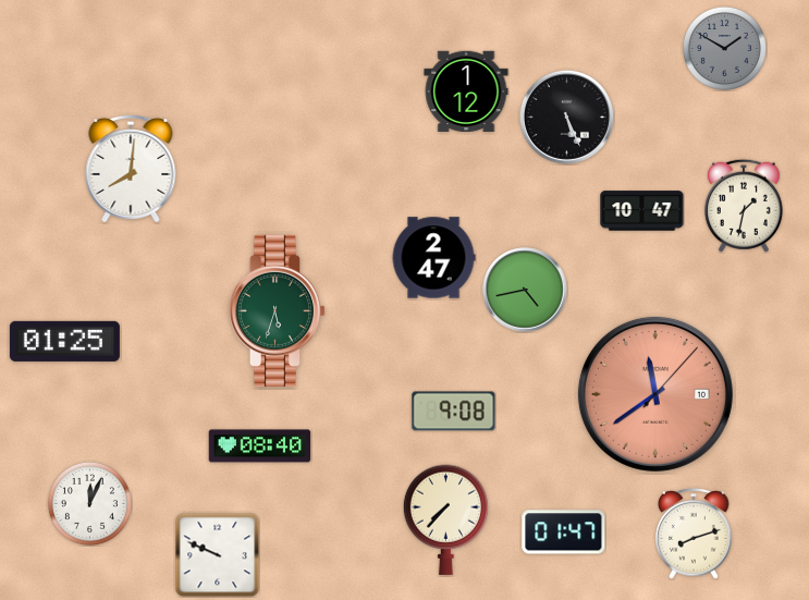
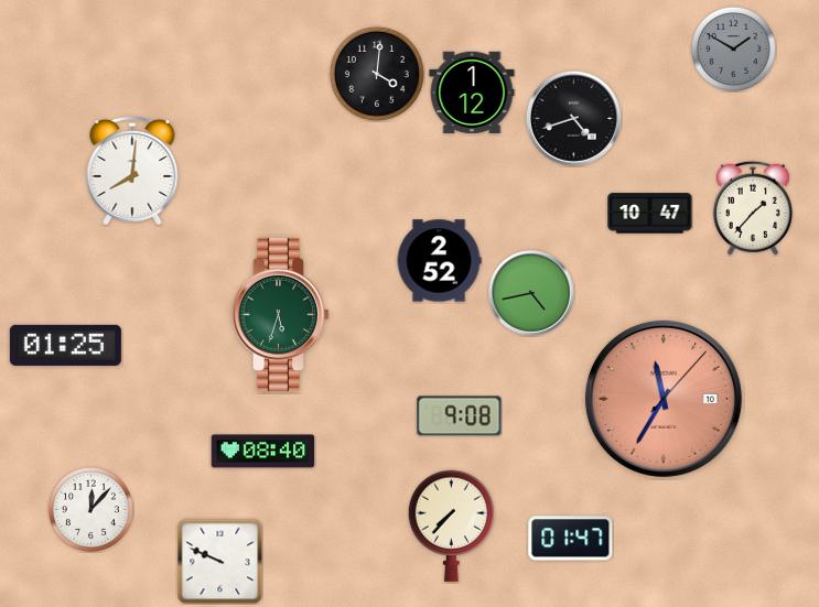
clock at (377, 74): none -> 4:01
clock at (566, 117): 5:26 -> 4:42
clock at (744, 206): 1:32 -> 1:37
clock at (433, 258): 2:47 -> 2:52
clock at (655, 394): 11:39 -> 11:35
clock at (89, 503): 12:04 -> 12:07
clock at (694, 535): 8:12 -> none
